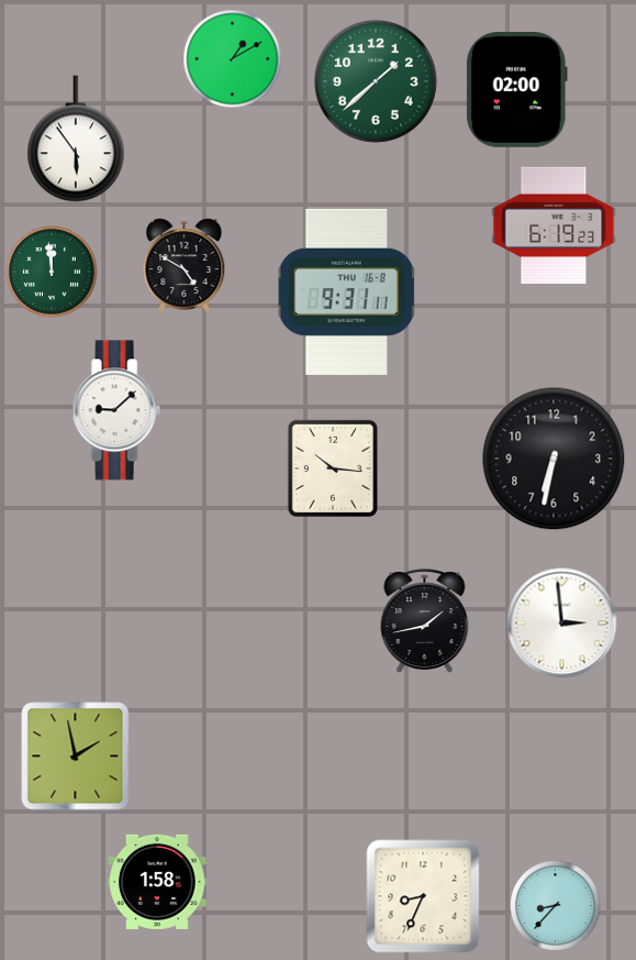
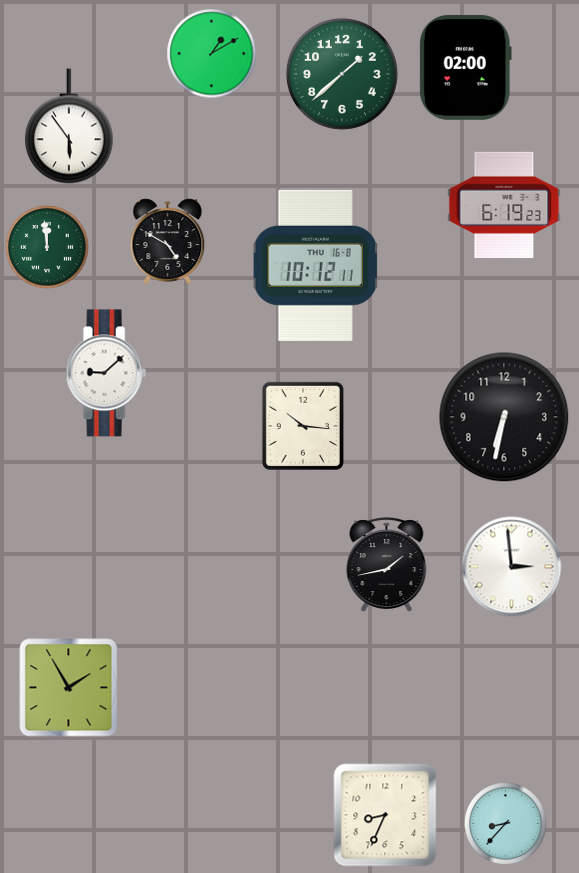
clock at (516, 89) position: (516, 89) -> (465, 67)
clock at (346, 291): 9:31 -> 10:12
clock at (76, 757): 1:58 -> 1:55
clock at (157, 882): 1:58 -> none
